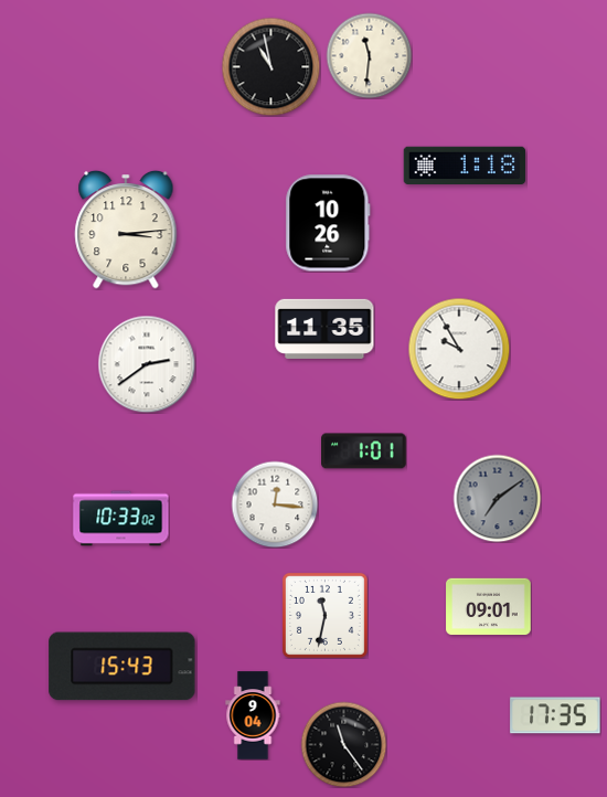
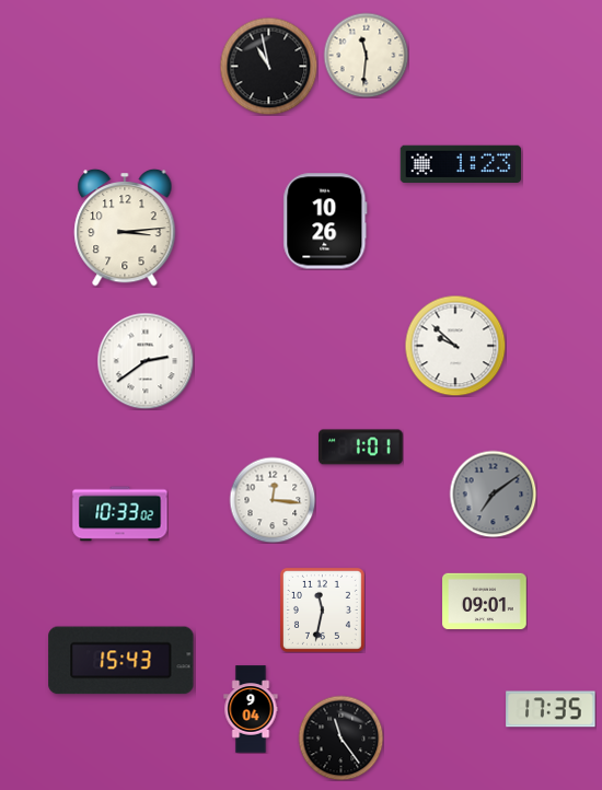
clock at (465, 164): 1:18 -> 1:23
clock at (324, 329): 11:35 -> none
clock at (459, 349): 9:55 -> 9:52
